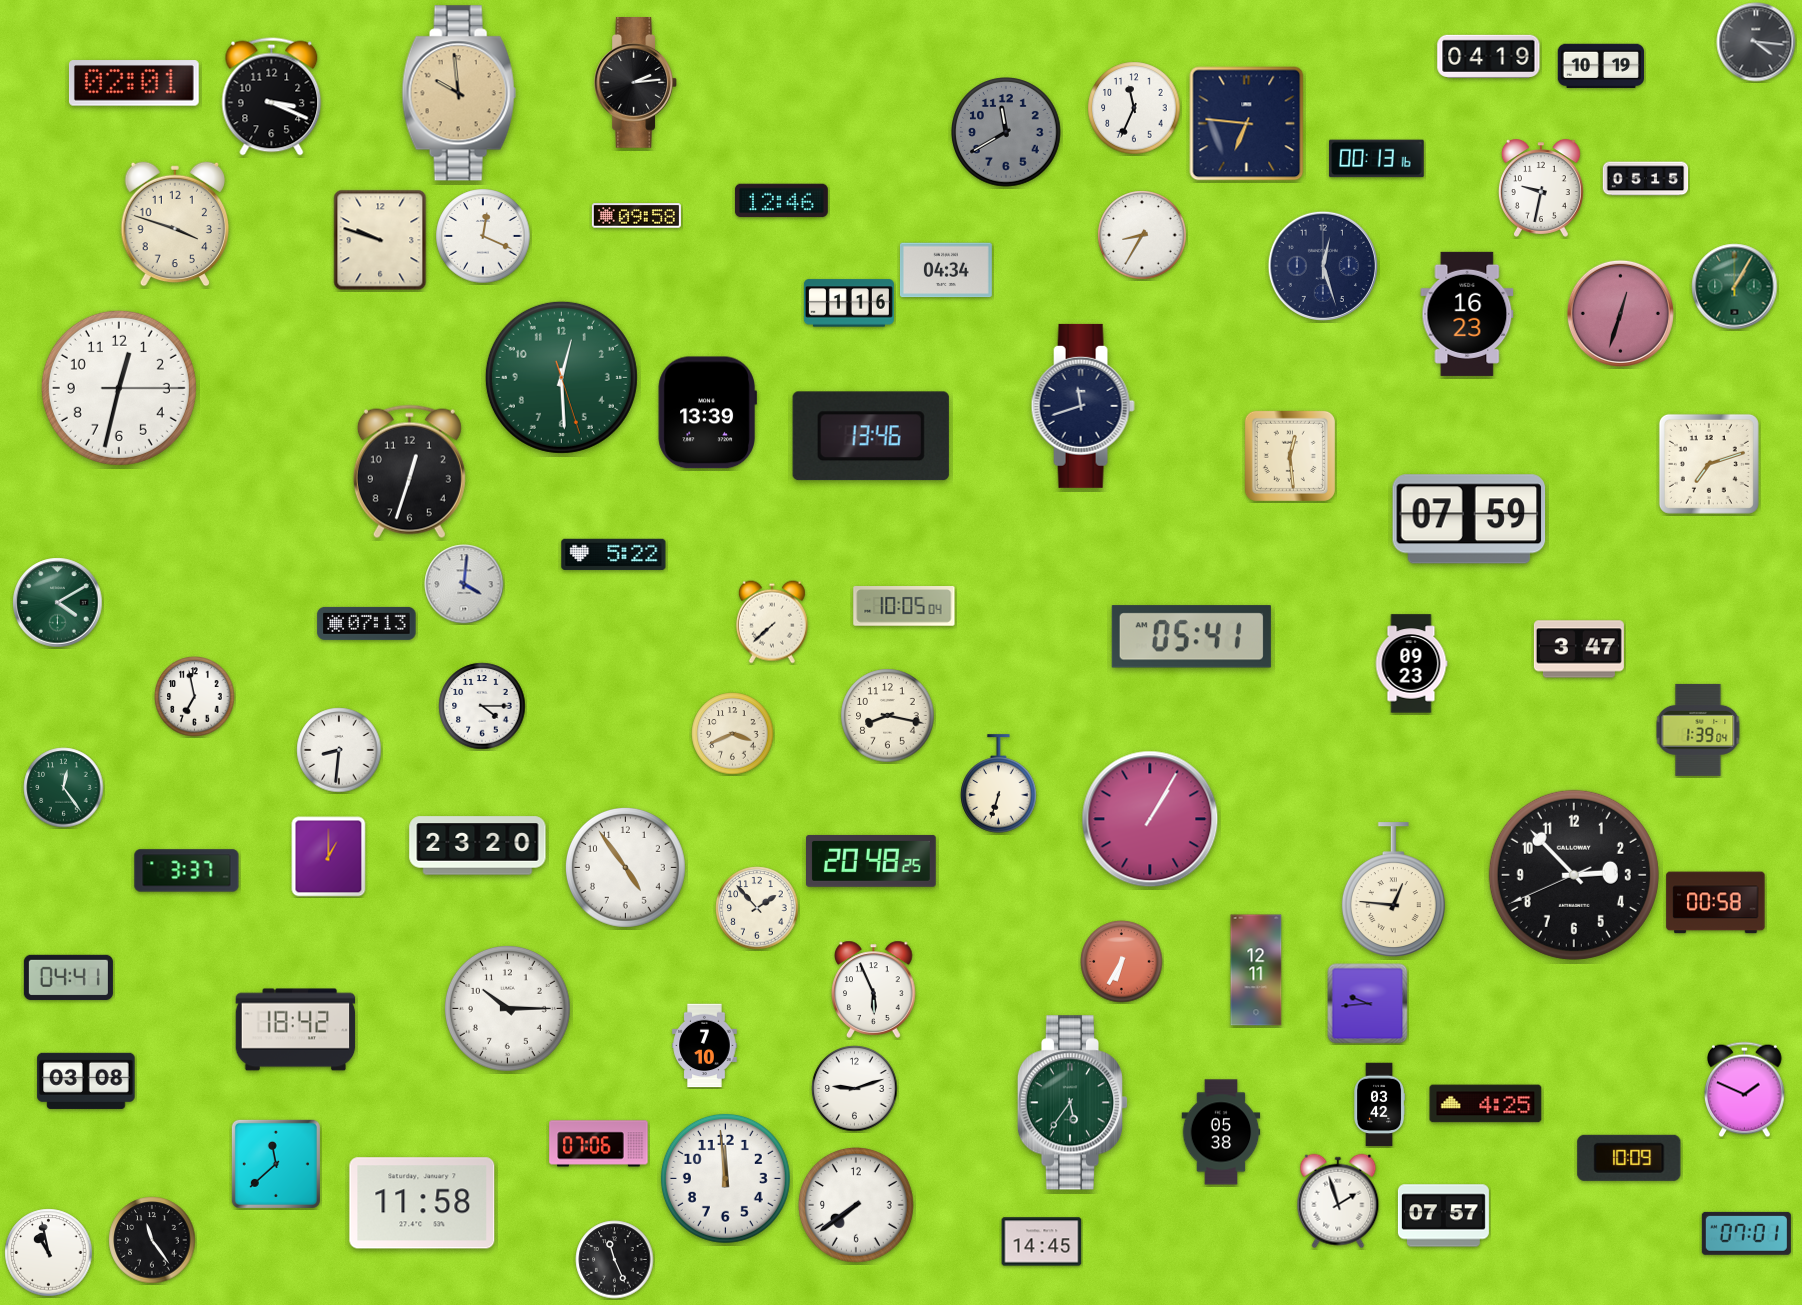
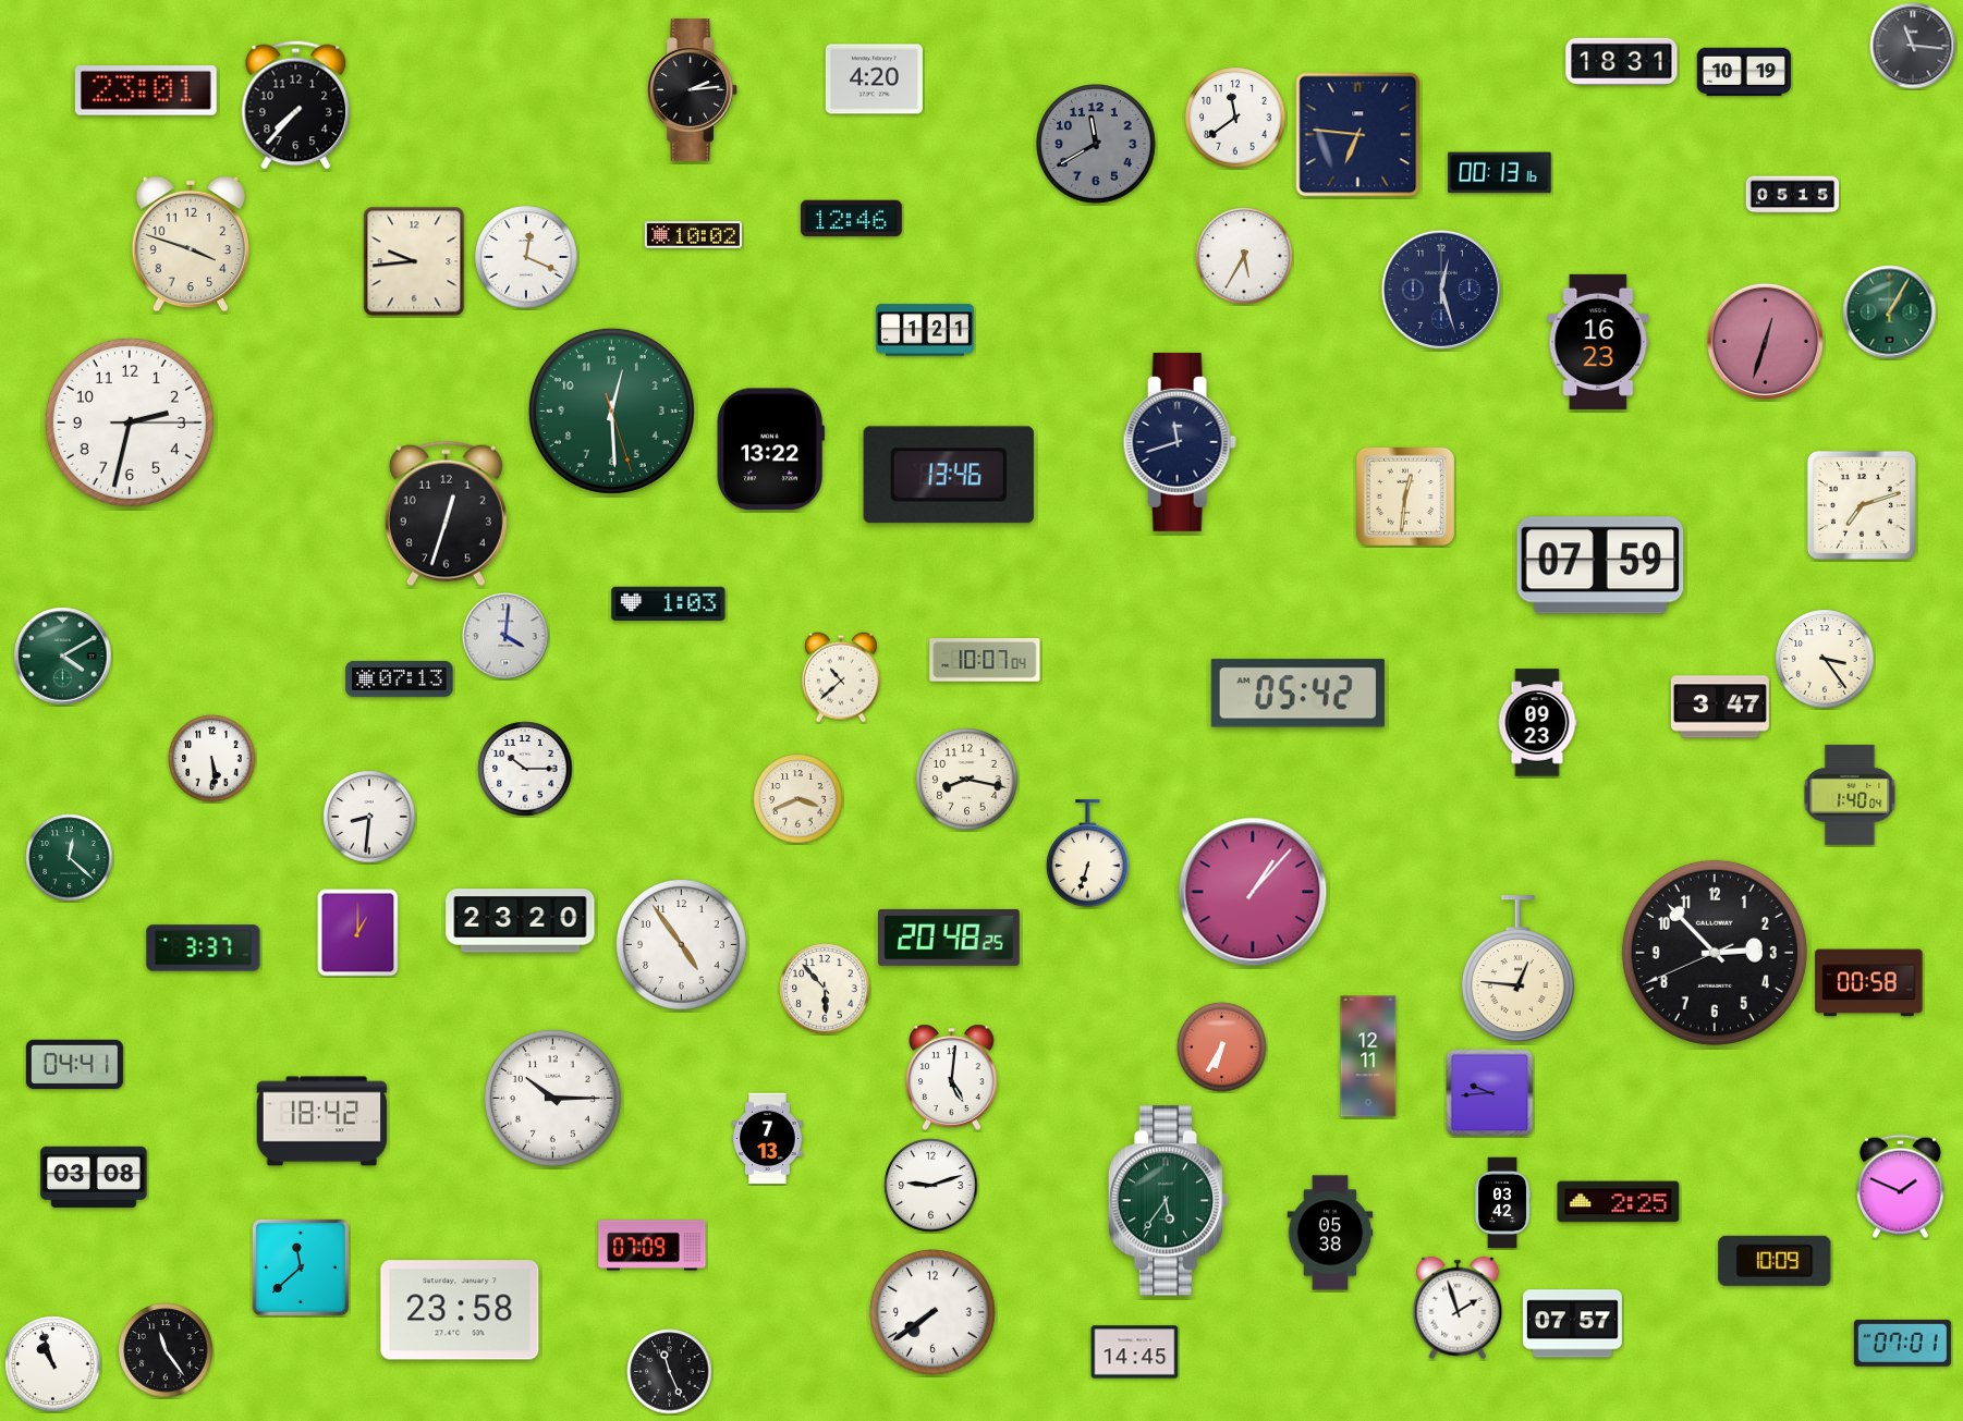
clock at (1756, 42): 4:16 -> 11:16
clock at (1489, 56): 04:19 -> 18:31
clock at (874, 79): none -> 4:20
clock at (134, 83): 02:01 -> 23:01
clock at (459, 93): 9:59 -> none
clock at (272, 97): 3:19 -> 7:37
clock at (1134, 108): 11:34 -> 11:39
clock at (1541, 188): 9:32 -> none
clock at (636, 216): 09:58 -> 10:02
clock at (1142, 235): 8:35 -> 5:35
clock at (380, 240): 9:48 -> 9:44
clock at (946, 270): 04:34 -> none
clock at (849, 303): 1:16 -> 1:21
clock at (119, 388): 12:32 -> 2:32
clock at (707, 413): 13:39 -> 13:22
clock at (1290, 456): 12:29 -> 12:31
clock at (614, 554): 5:22 -> 1:03
clock at (1825, 659): none -> 3:24
clock at (904, 607): 10:05 -> 10:07
clock at (772, 622): 7:38 -> 10:38
clock at (1191, 637): 05:41 -> 05:42
clock at (195, 697): 6:58 -> 5:29
clock at (482, 706): 4:15 -> 10:15
clock at (1698, 730): 1:39 -> 1:40
clock at (64, 788): 12:24 -> 12:22
clock at (1150, 819): 1:05 -> 1:07
clock at (757, 908): 1:53 -> 5:53
clock at (874, 989): 5:56 -> 5:01
clock at (705, 1046): 7:10 -> 7:13
clock at (1486, 1104): 4:25 -> 2:25
clock at (599, 1144): 07:06 -> 07:09
clock at (725, 1178): 11:59 -> none
clock at (422, 1203): 11:58 -> 23:58
clock at (49, 1253): 10:58 -> 10:57
